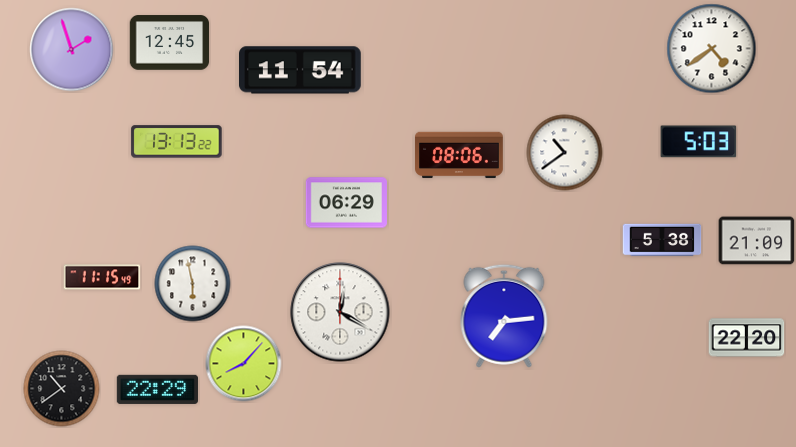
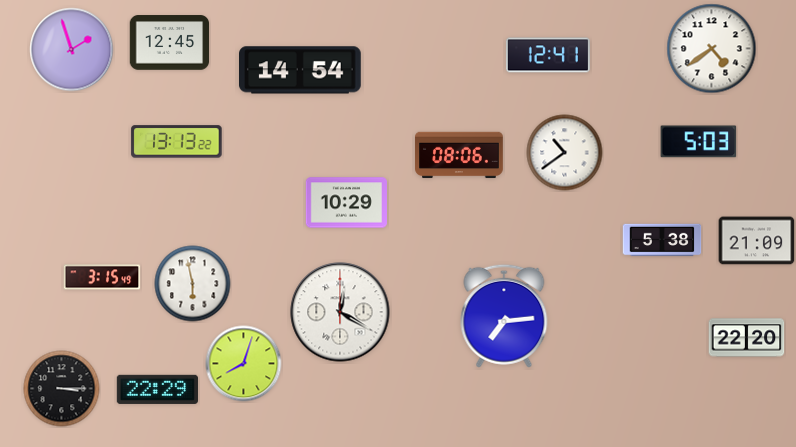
clock at (548, 55): none -> 12:41
clock at (301, 70): 11:54 -> 14:54
clock at (346, 203): 06:29 -> 10:29
clock at (102, 277): 11:15 -> 3:15
clock at (244, 364): 8:07 -> 8:03
clock at (62, 389): 10:39 -> 3:15
